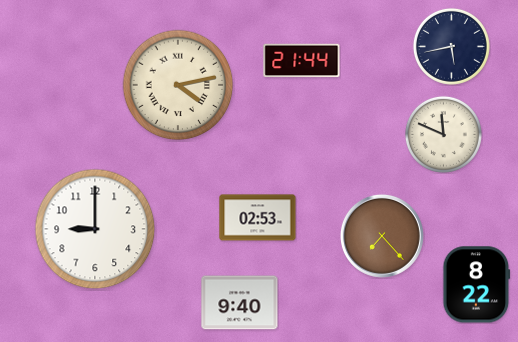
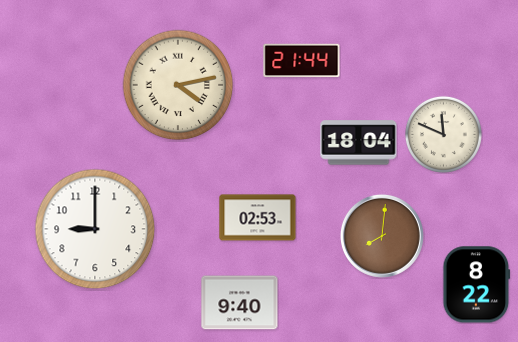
clock at (451, 46): 5:43 -> none
clock at (359, 143): none -> 18:04
clock at (382, 236): 7:23 -> 8:01
